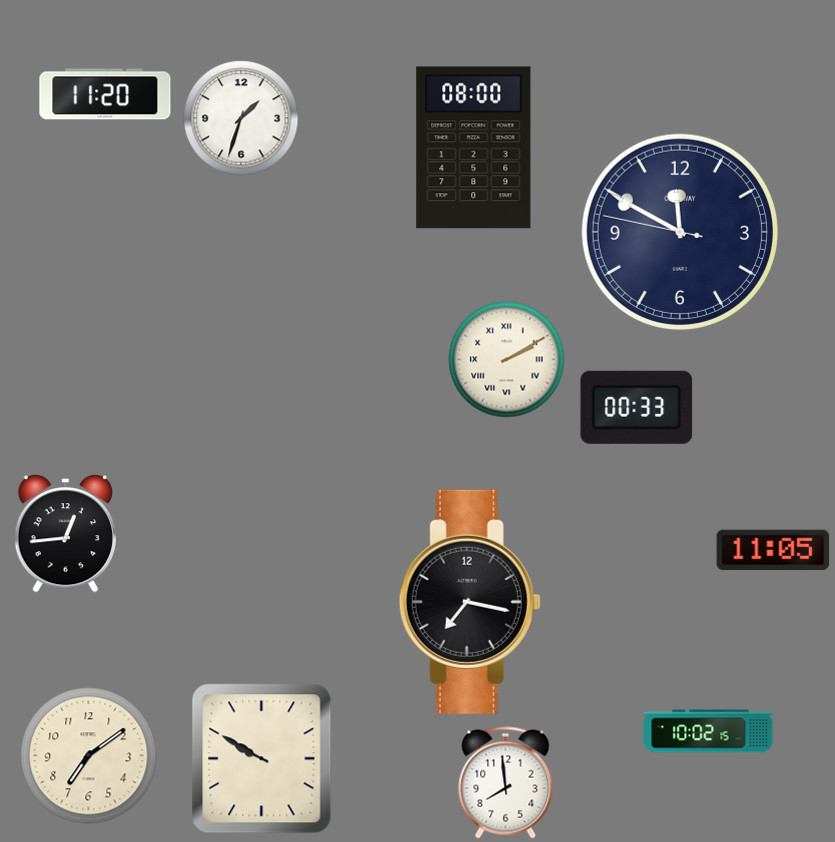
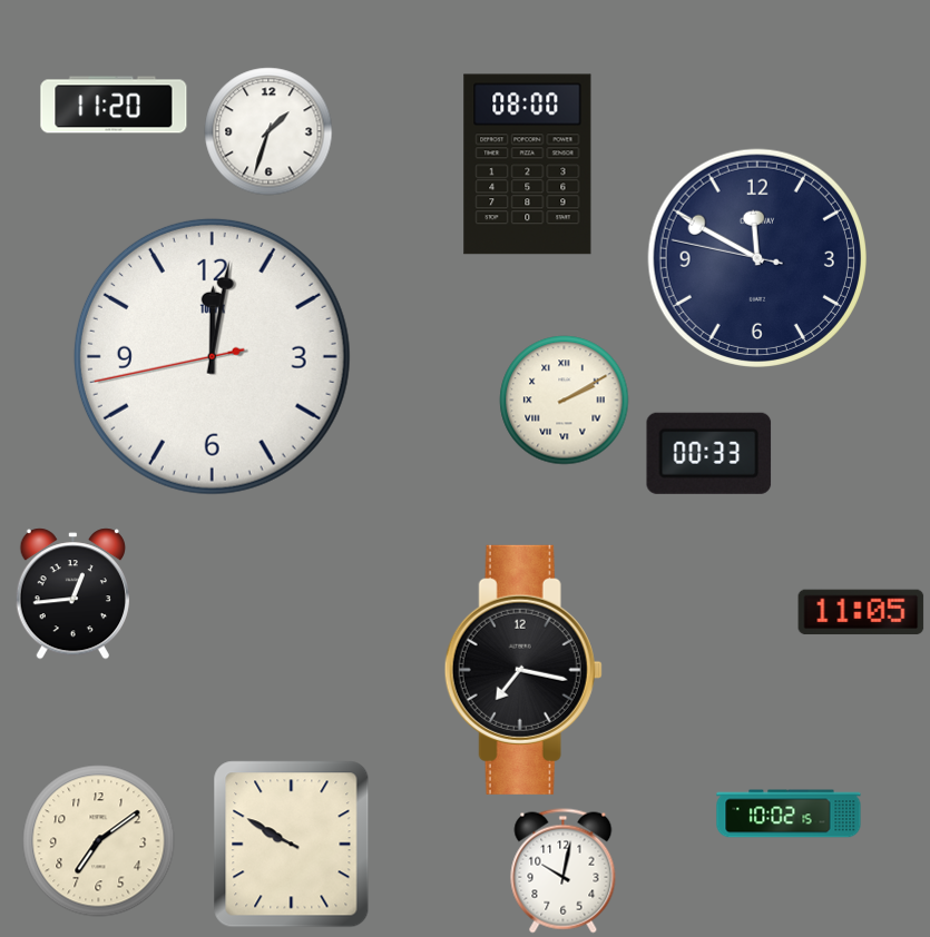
clock at (105, 94) position: (105, 94) -> (114, 105)
clock at (212, 356): none -> 12:01
clock at (506, 783): 7:59 -> 10:02
